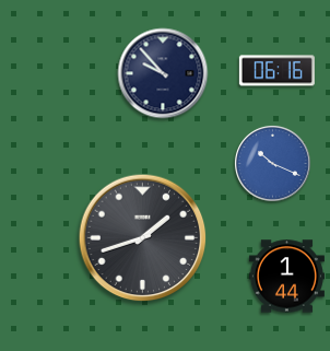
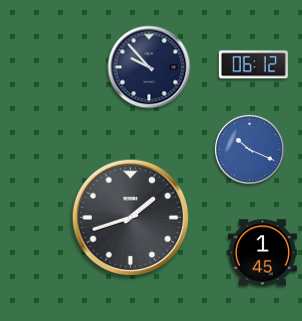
clock at (276, 71): 06:16 -> 06:12
clock at (286, 277): 1:44 -> 1:45
